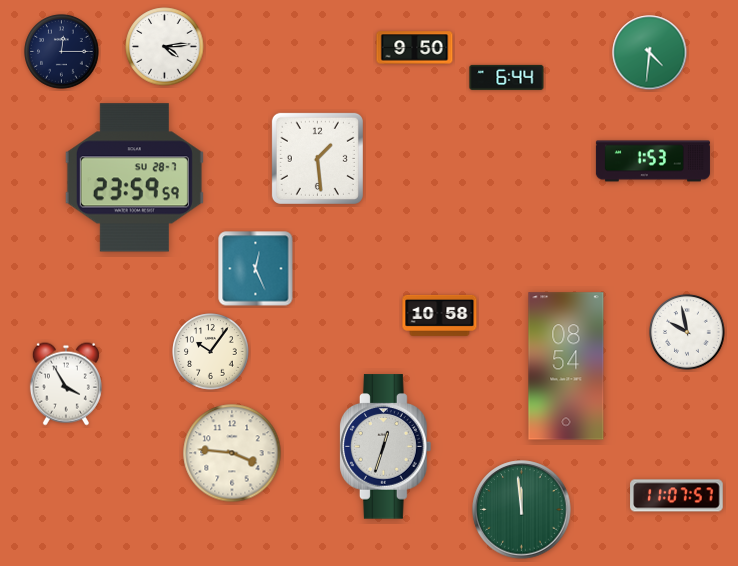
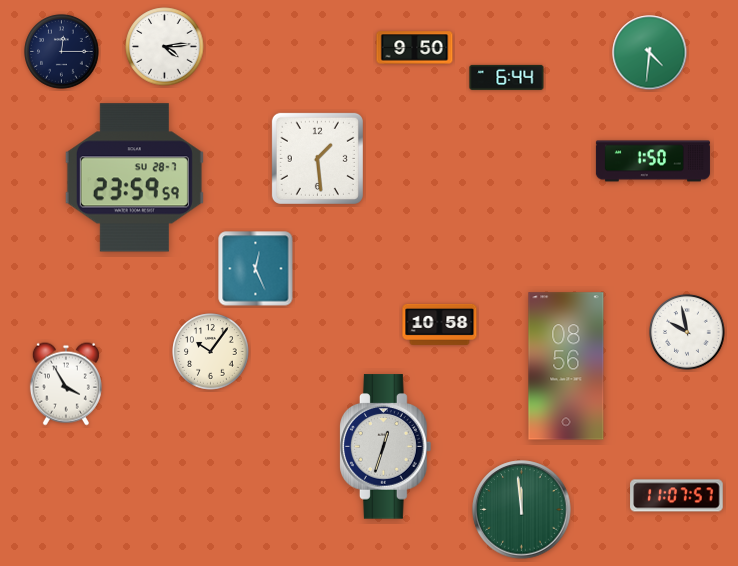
clock at (653, 161): 1:53 -> 1:50
clock at (440, 315) position: (440, 315) -> (440, 324)
clock at (566, 366): 08:54 -> 08:56
clock at (232, 453): 3:46 -> none
